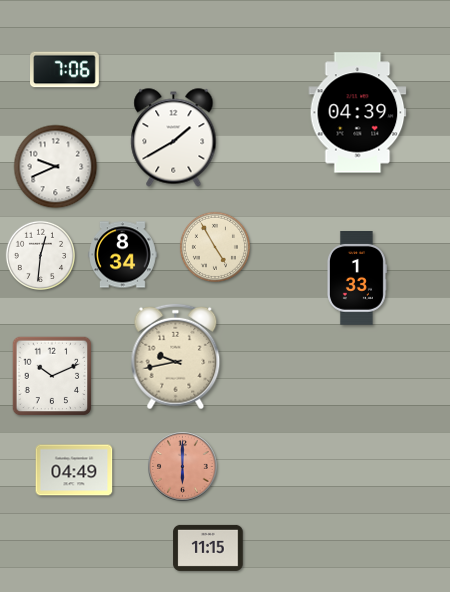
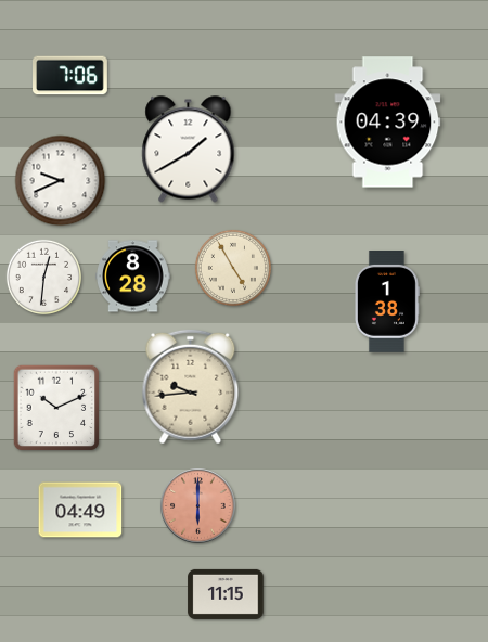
clock at (123, 255): 8:34 -> 8:28
clock at (356, 279): 1:33 -> 1:38
clock at (176, 357): 9:43 -> 9:44
